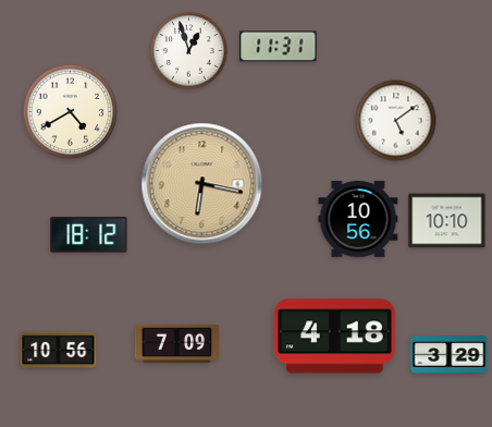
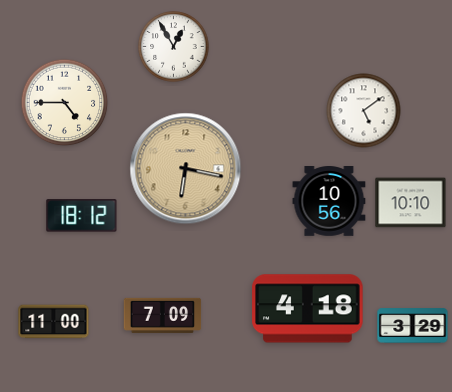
clock at (279, 47): 11:31 -> none
clock at (189, 51): 12:57 -> 12:55
clock at (71, 112): 4:40 -> 4:45
clock at (59, 351): 10:56 -> 11:00
